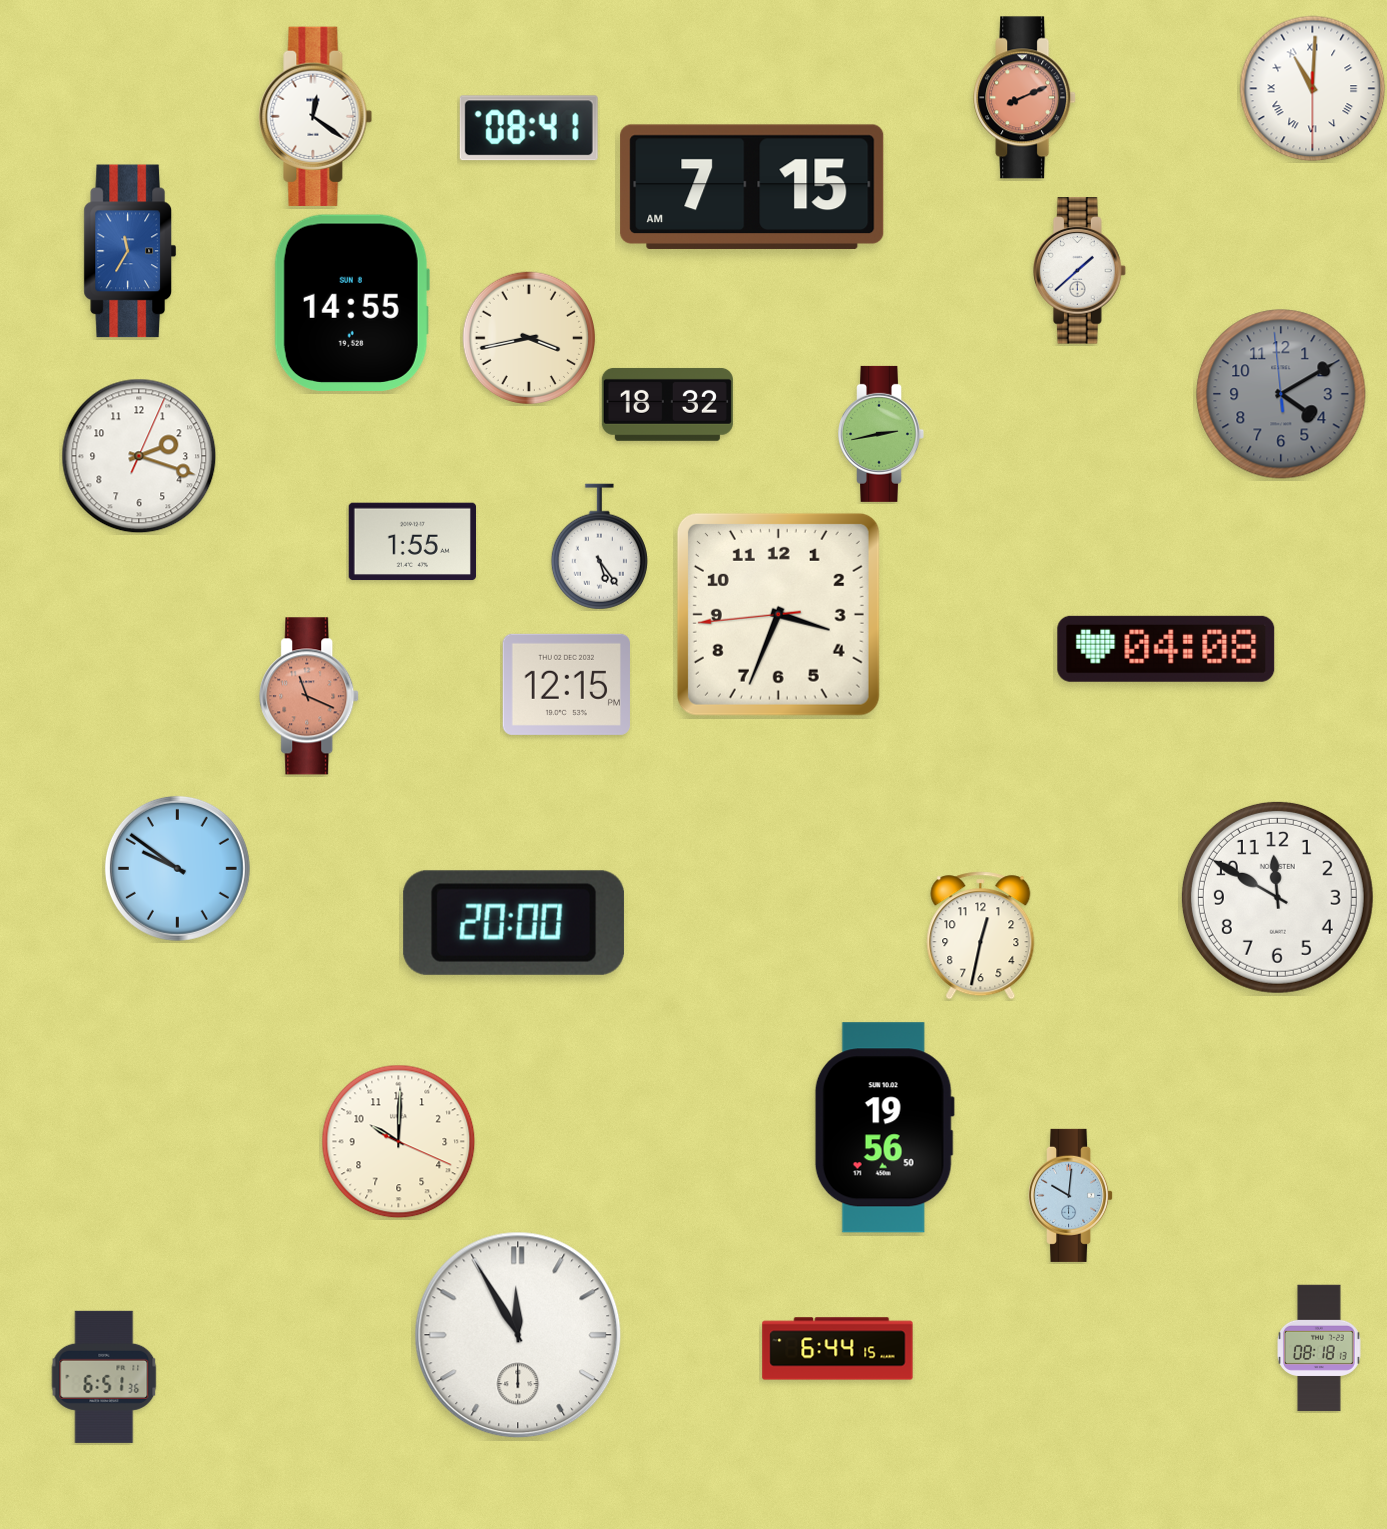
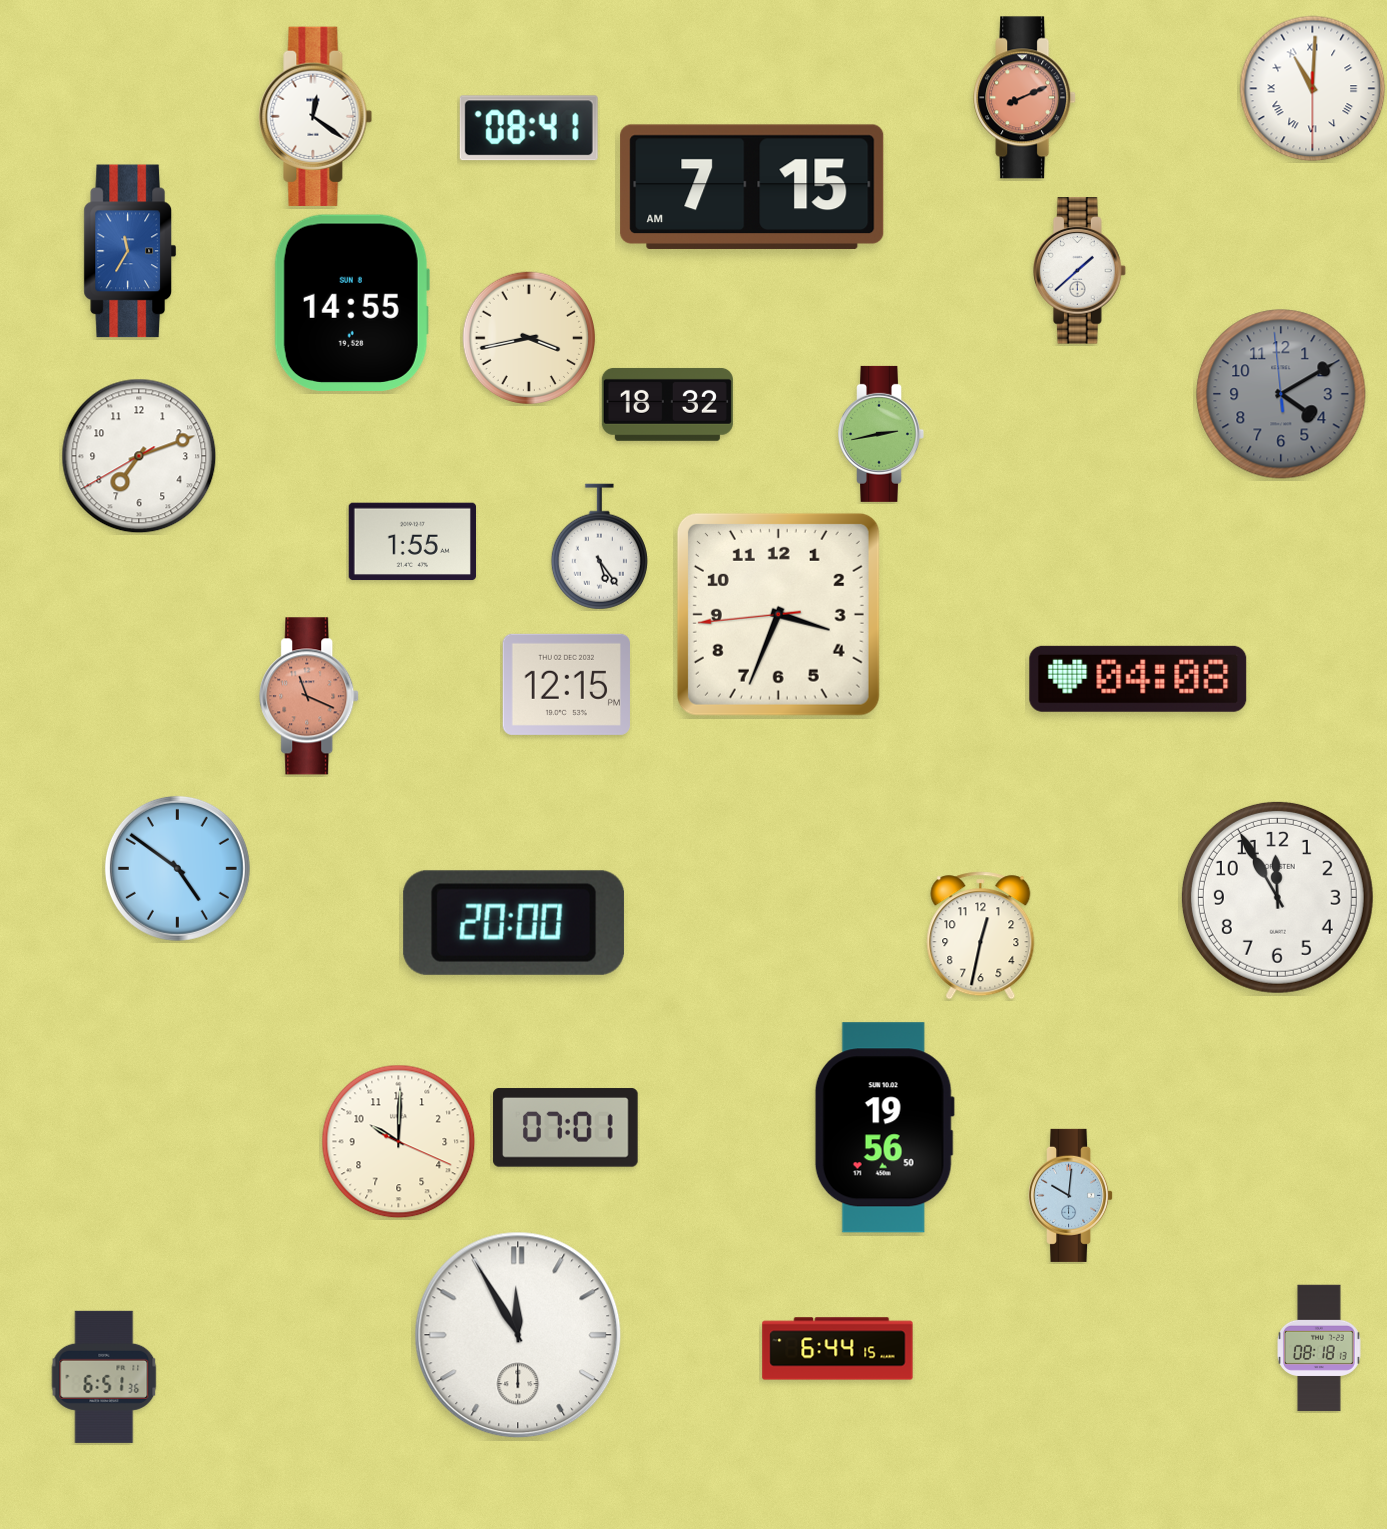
clock at (139, 456): 2:18 -> 7:11
clock at (1166, 649) position: (1166, 649) -> (1138, 679)
clock at (177, 868): 9:51 -> 4:51
clock at (1277, 897): 11:50 -> 11:55
clock at (566, 1128): none -> 07:01
